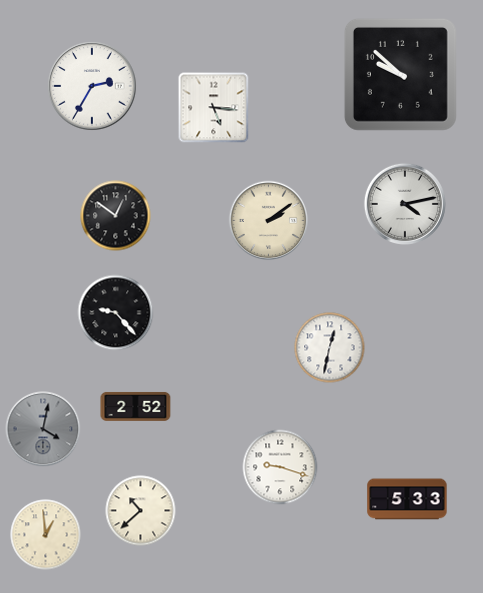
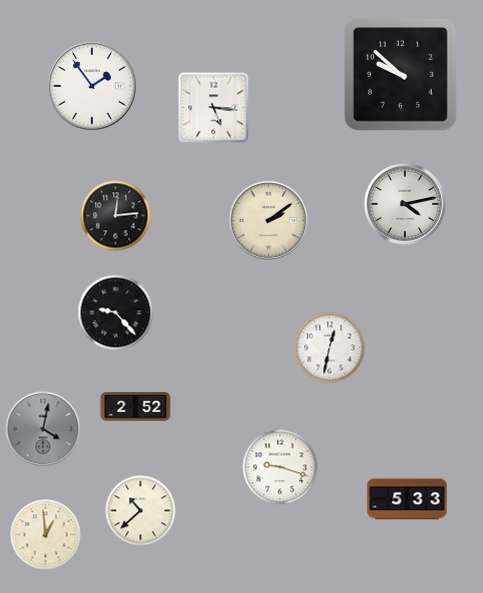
clock at (92, 86): 2:35 -> 1:54
clock at (116, 216): 12:51 -> 12:14
